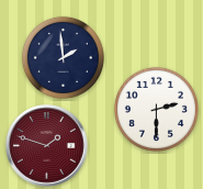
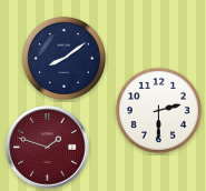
clock at (63, 57): 1:59 -> 8:09
